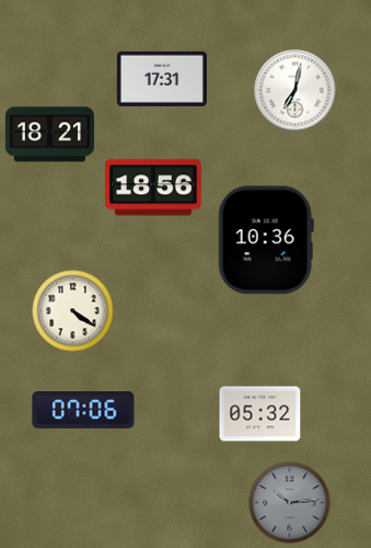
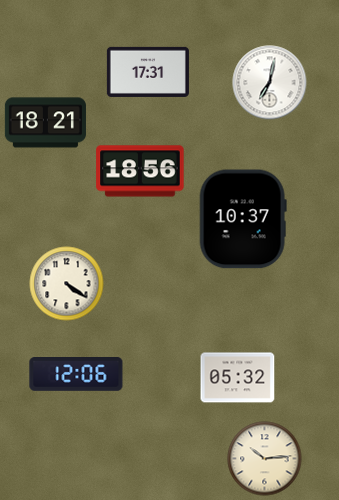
clock at (266, 240): 10:36 -> 10:37
clock at (83, 411): 07:06 -> 12:06
clock at (290, 503) dial: grey -> cream
